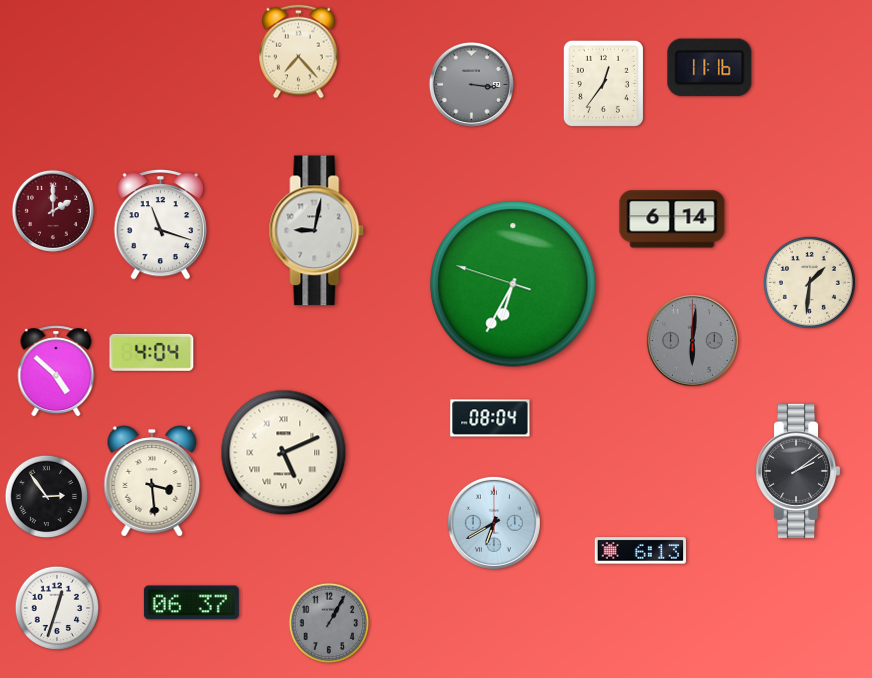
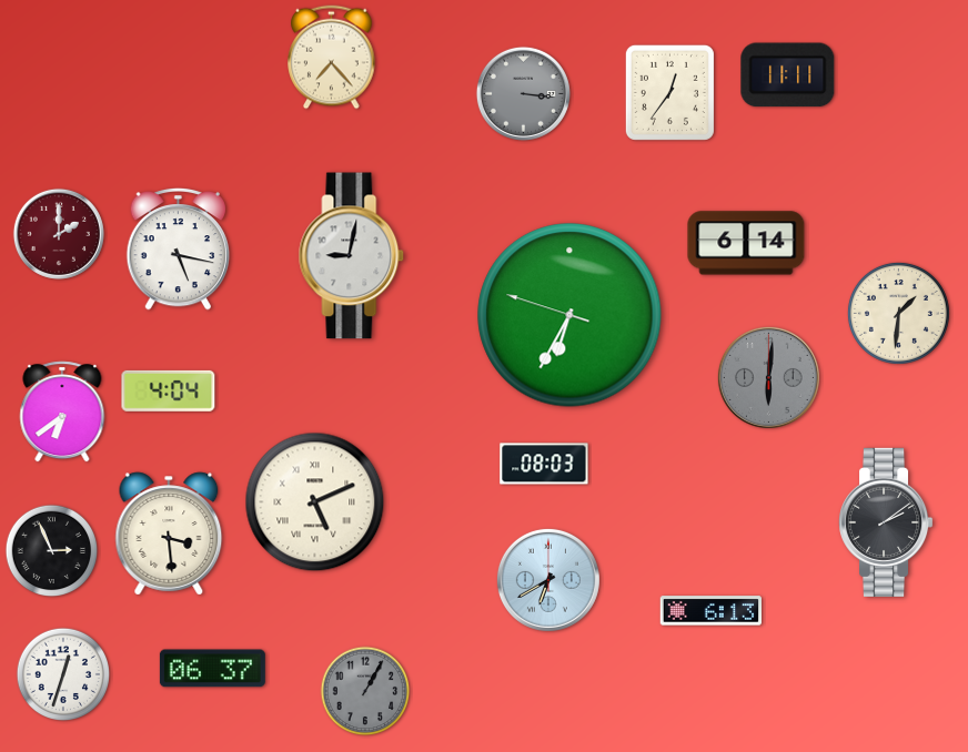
clock at (710, 68): 11:16 -> 11:11
clock at (161, 224): 11:18 -> 5:17
clock at (56, 371): 4:52 -> 6:39
clock at (490, 418): 08:04 -> 08:03
clock at (47, 497): 2:54 -> 2:56
